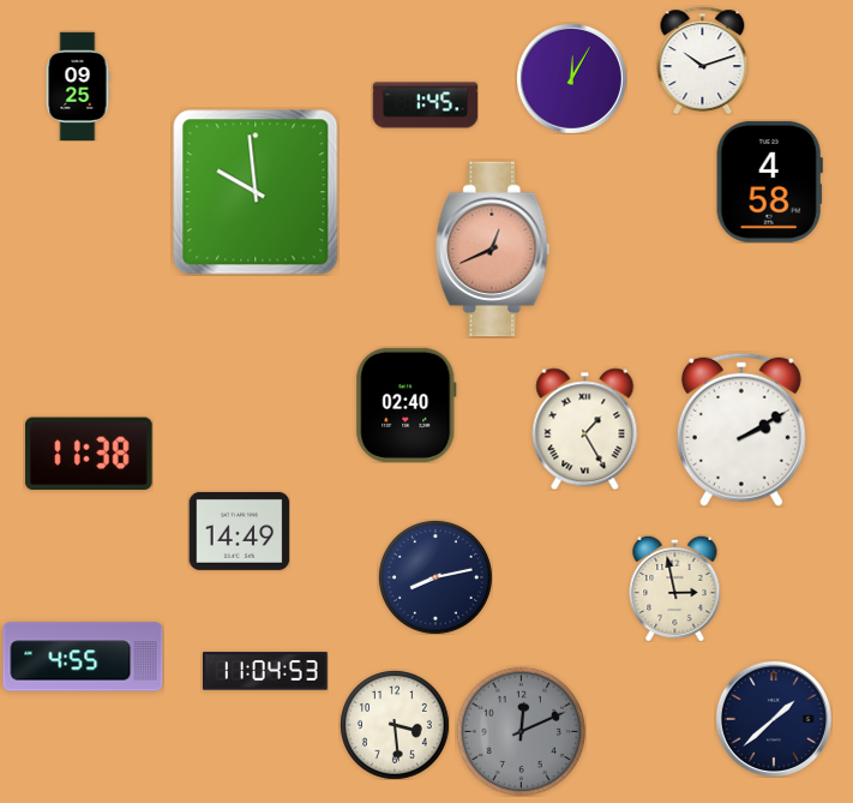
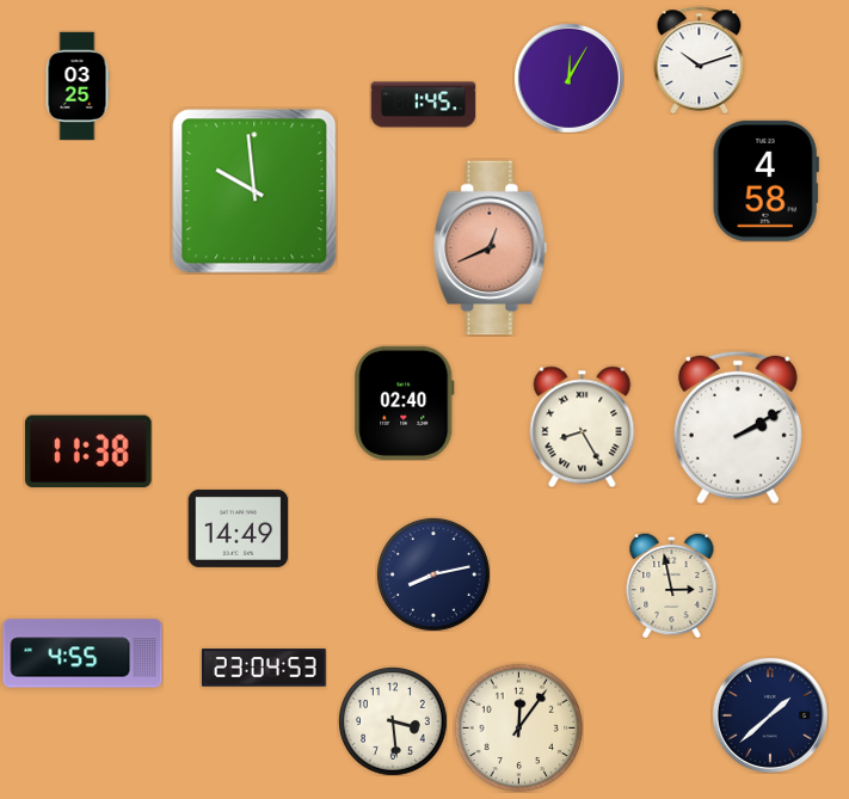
clock at (78, 85): 09:25 -> 03:25
clock at (585, 429): 1:25 -> 8:25
clock at (266, 671): 11:04 -> 23:04
clock at (521, 731): 12:11 -> 12:06
clock at (521, 731) dial: grey -> cream
